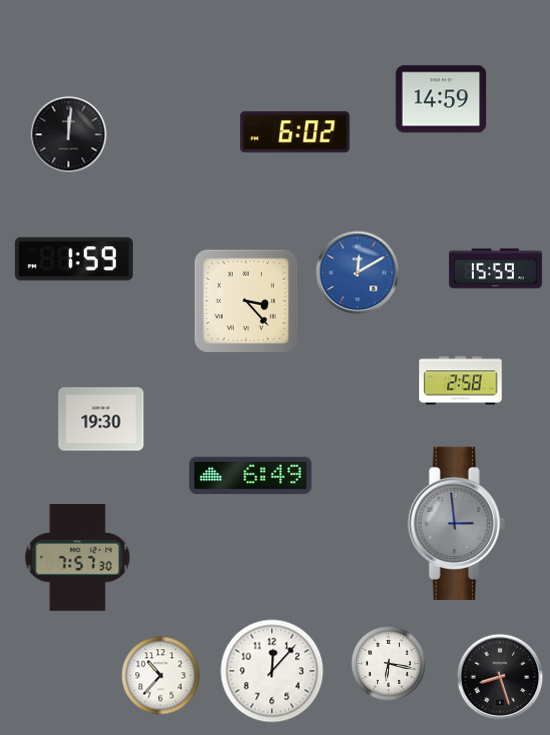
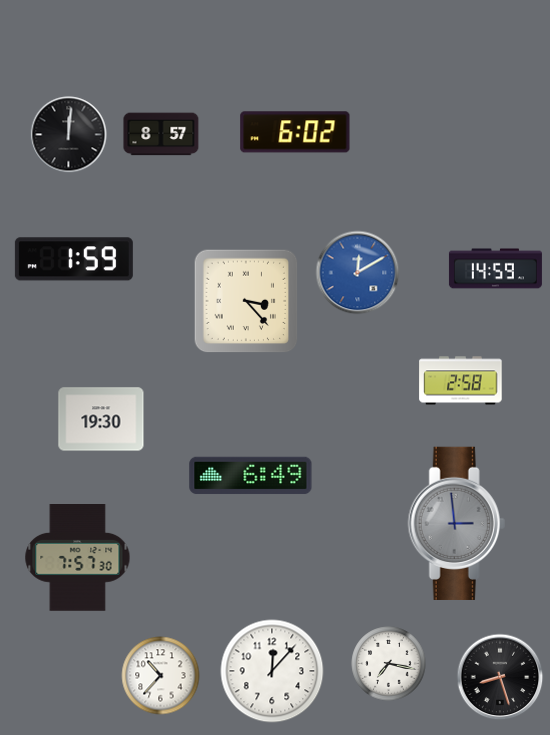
clock at (441, 99): 14:59 -> none
clock at (161, 134): none -> 8:57
clock at (495, 269): 15:59 -> 14:59
clock at (389, 664): 6:17 -> 7:17
